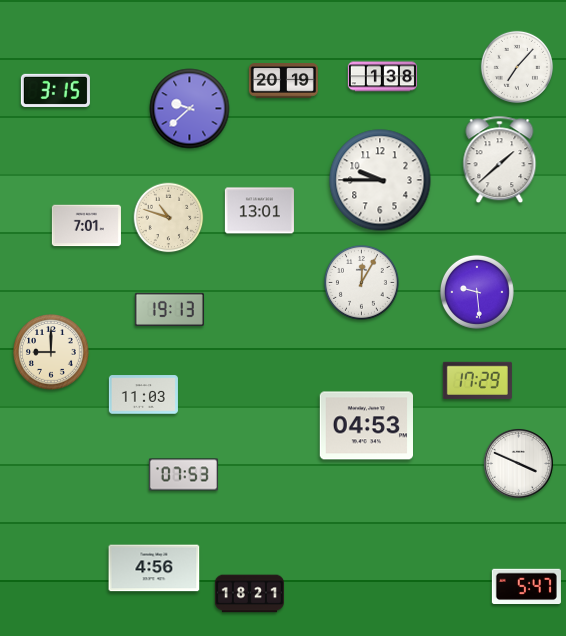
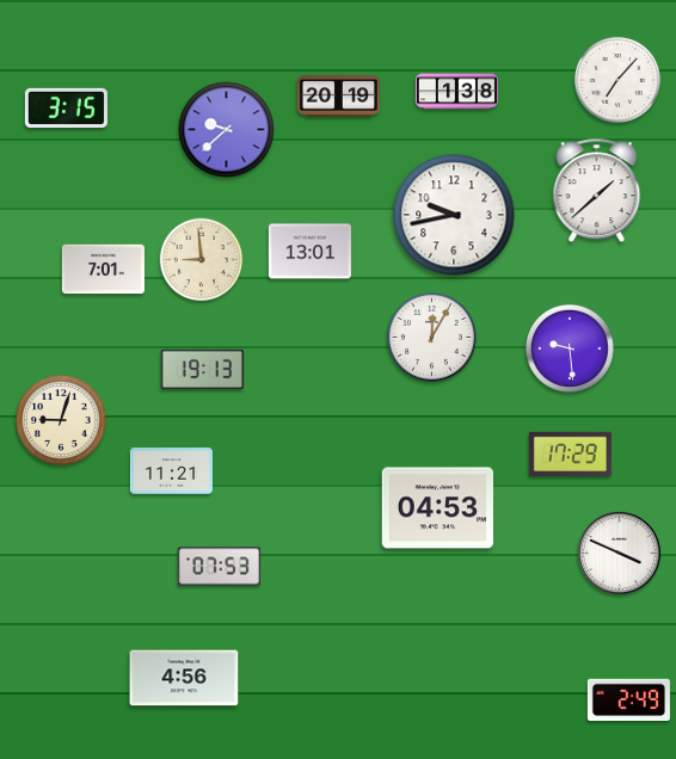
clock at (380, 180): 9:45 -> 9:43
clock at (169, 218): 10:48 -> 8:59
clock at (51, 352): 9:00 -> 9:03
clock at (143, 395): 11:03 -> 11:21
clock at (526, 587): 5:47 -> 2:49
clock at (249, 594): 18:21 -> none
